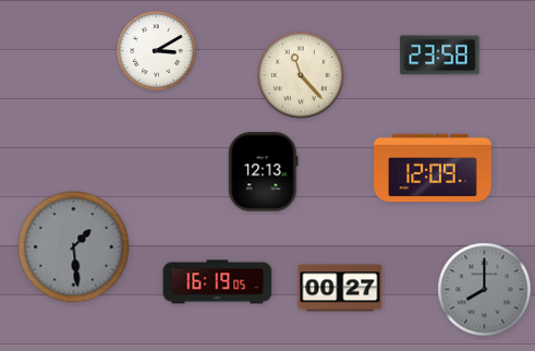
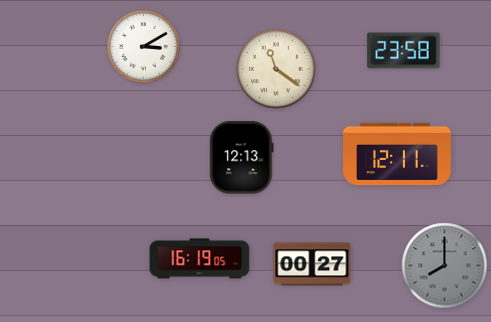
clock at (301, 75): 11:23 -> 11:21
clock at (434, 168): 12:09 -> 12:11
clock at (74, 247): 1:29 -> none
